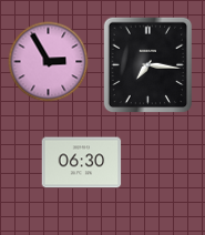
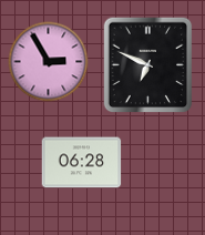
clock at (148, 65): 7:16 -> 6:49
clock at (82, 163): 06:30 -> 06:28
